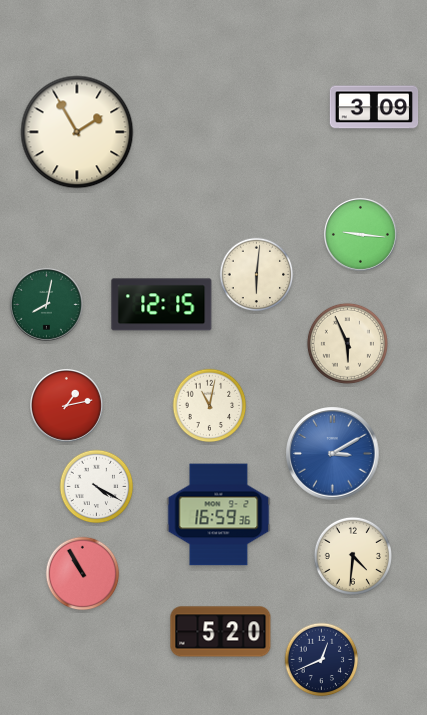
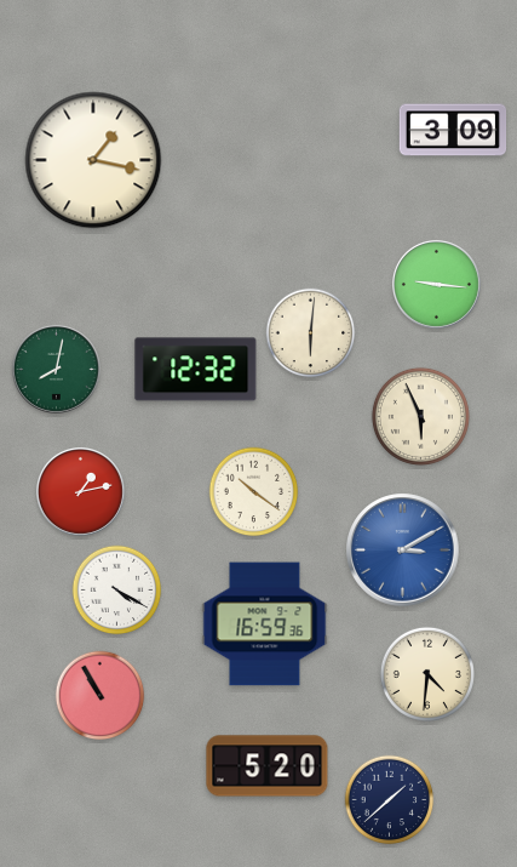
clock at (77, 132): 1:55 -> 1:17
clock at (162, 305): 12:15 -> 12:32
clock at (210, 406): 11:02 -> 10:21
clock at (322, 660): 12:41 -> 1:38
